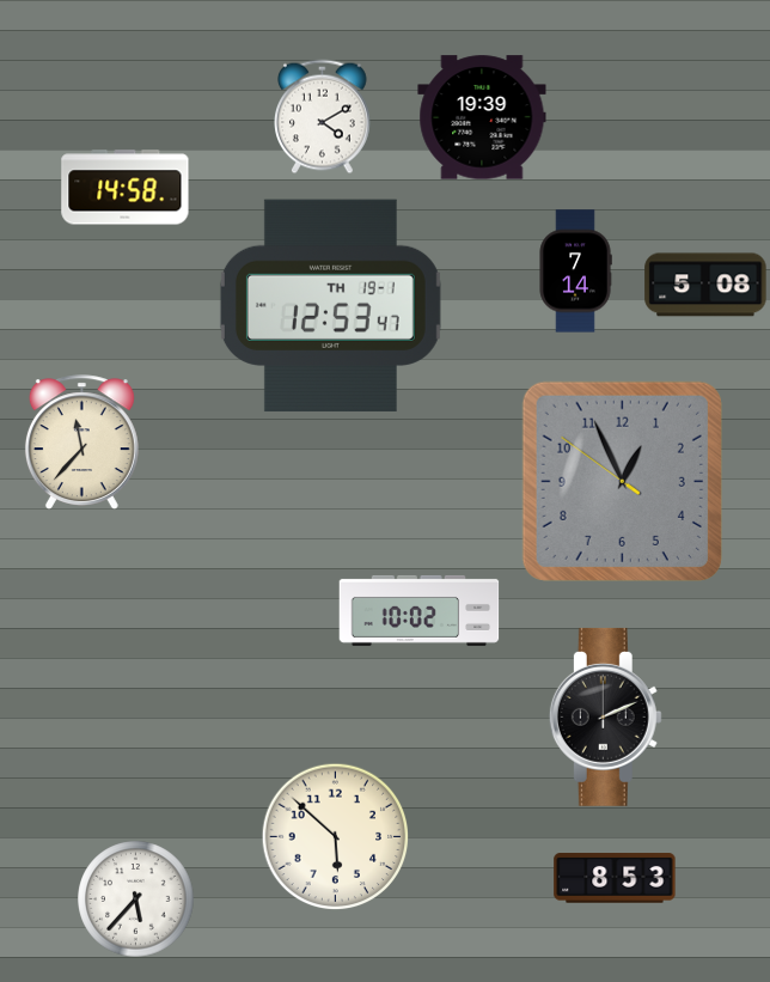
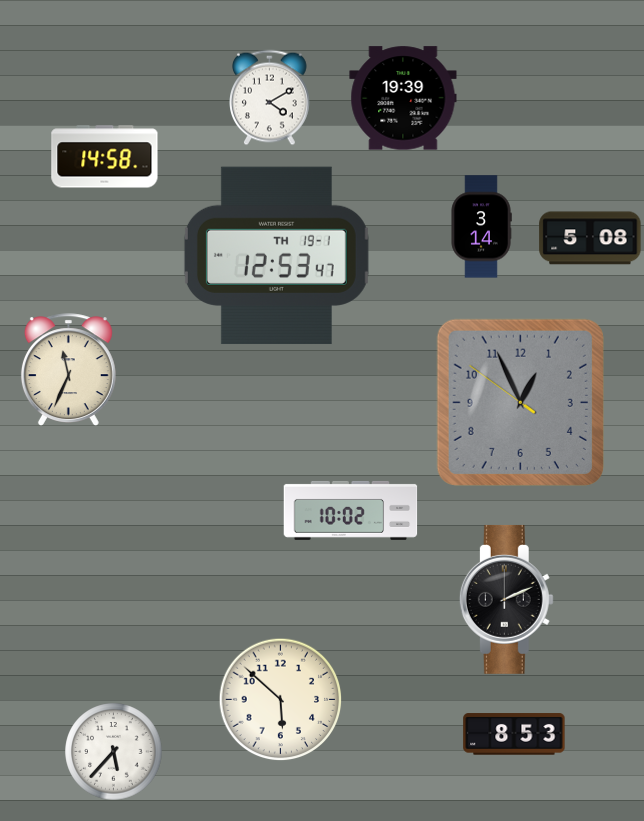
clock at (575, 272): 7:14 -> 3:14
clock at (81, 443): 11:37 -> 11:34
